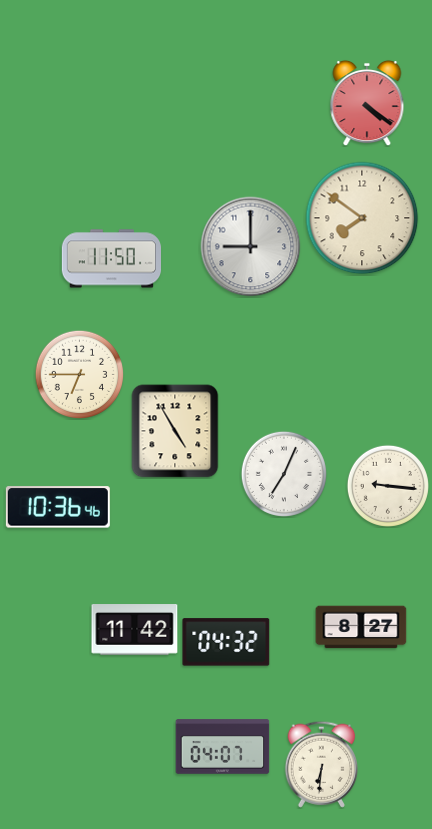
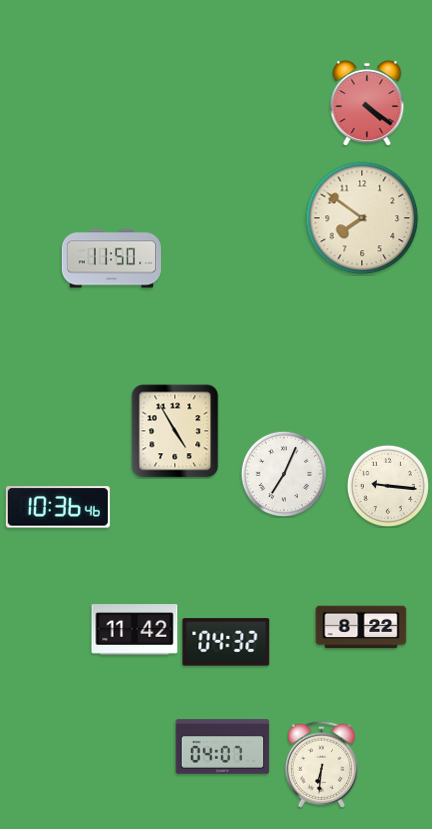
clock at (251, 247): 9:00 -> none
clock at (79, 374): 6:45 -> none
clock at (361, 627): 8:27 -> 8:22
